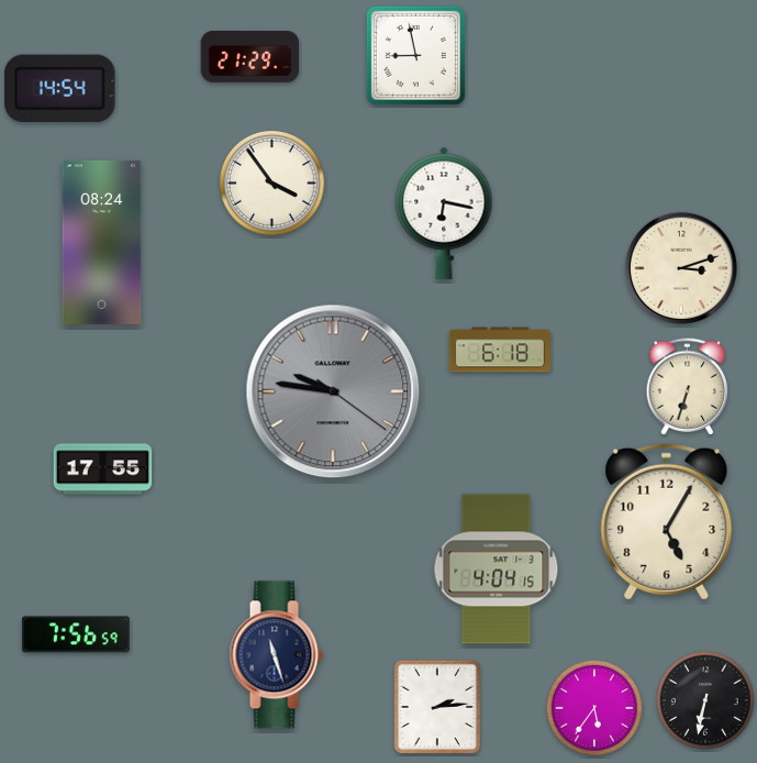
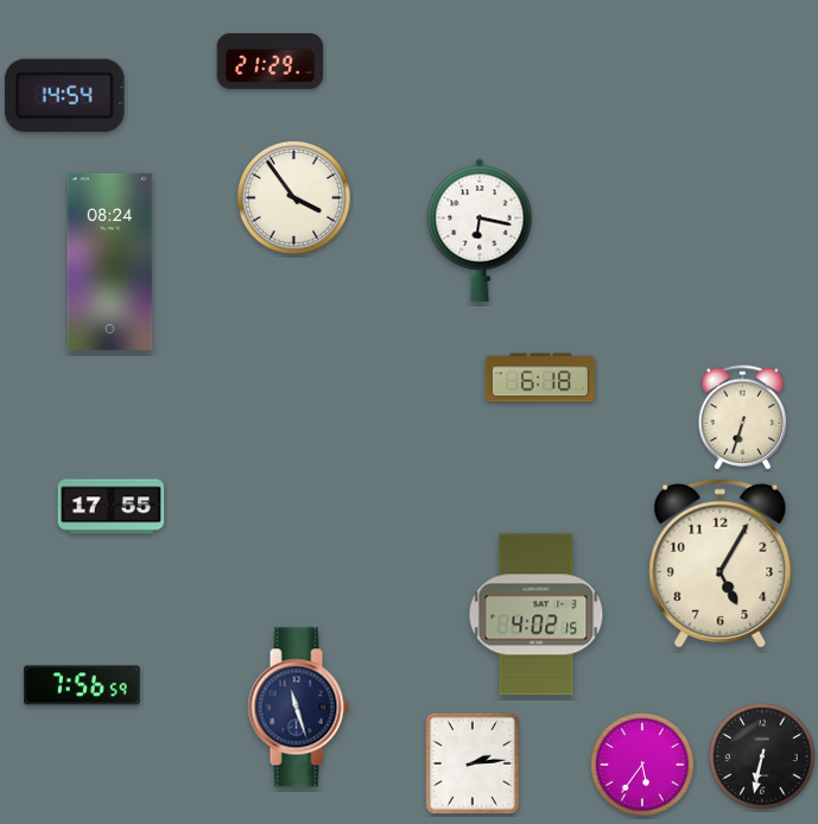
clock at (415, 55): 8:58 -> none
clock at (681, 268): 3:12 -> none
clock at (333, 391): 9:46 -> none
clock at (497, 570): 4:04 -> 4:02
